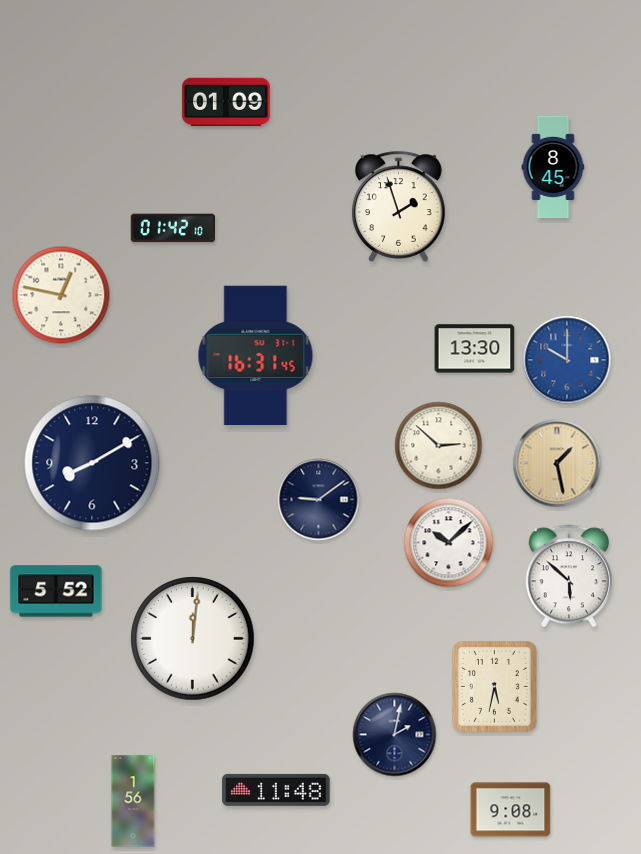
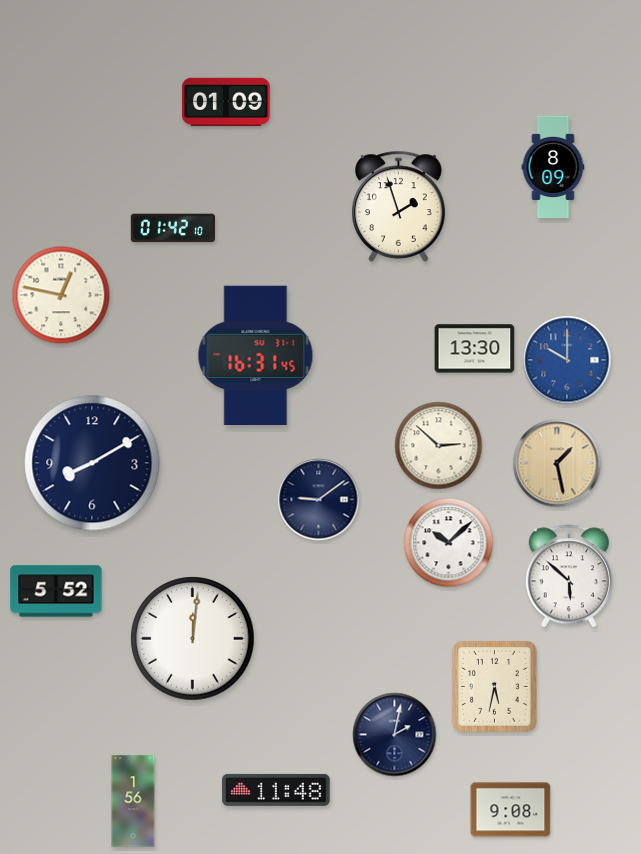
clock at (553, 167): 8:45 -> 8:09
